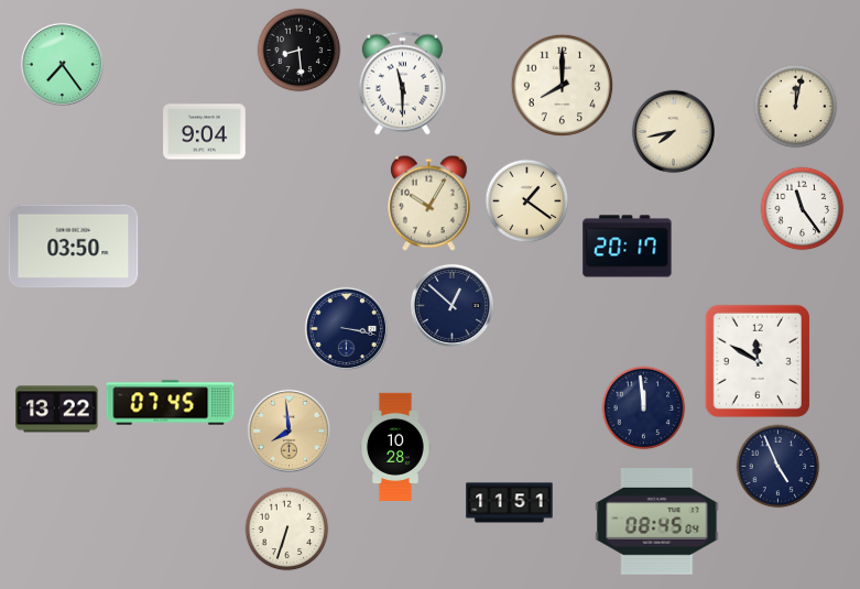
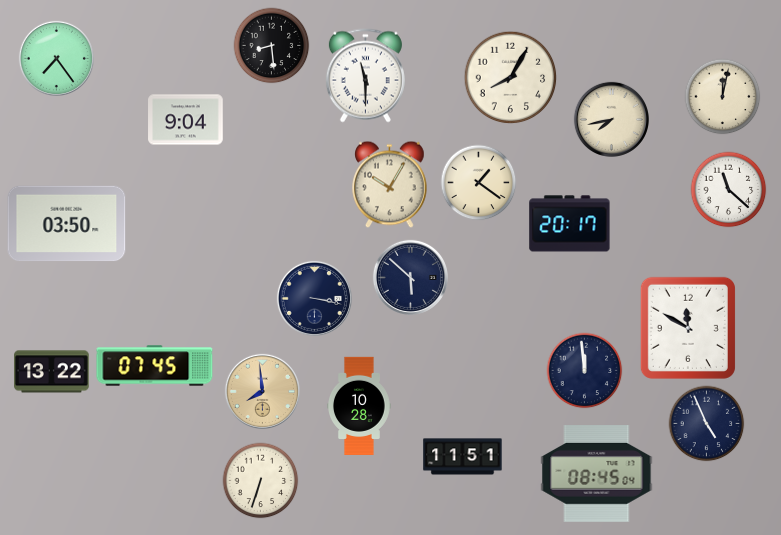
clock at (563, 86): 8:00 -> 8:05
clock at (803, 209): 11:24 -> 11:22
clock at (451, 305): 12:52 -> 5:52
